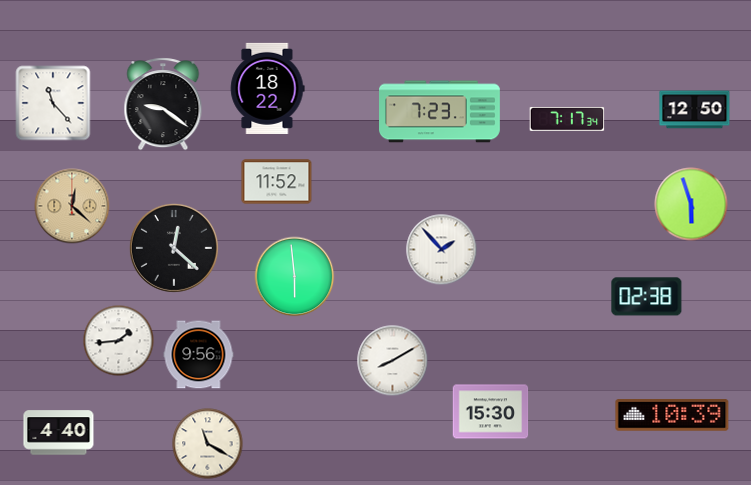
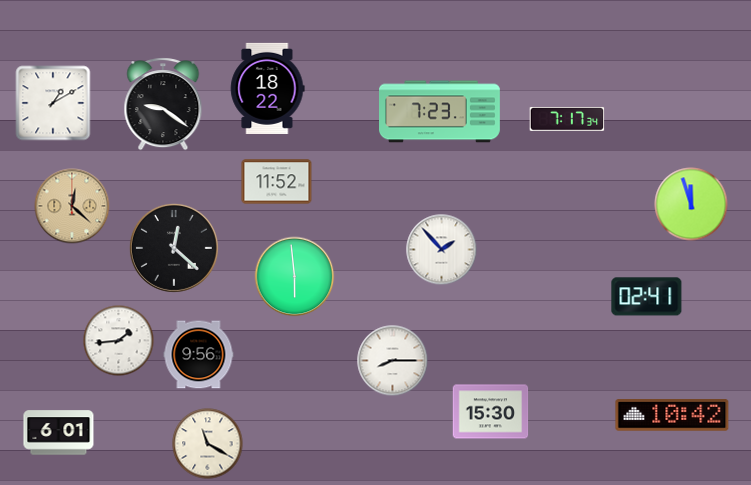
clock at (53, 103): 11:23 -> 1:10
clock at (695, 110): 12:50 -> none
clock at (691, 204): 5:57 -> 11:57
clock at (647, 297): 02:38 -> 02:41
clock at (393, 361): 8:10 -> 8:15
clock at (672, 415): 10:39 -> 10:42
clock at (59, 433): 4:40 -> 6:01
